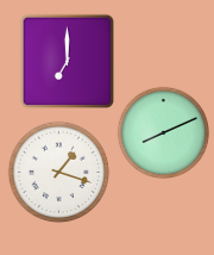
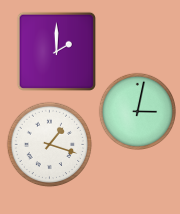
clock at (67, 61): 7:00 -> 2:00
clock at (163, 132): 8:11 -> 3:02
